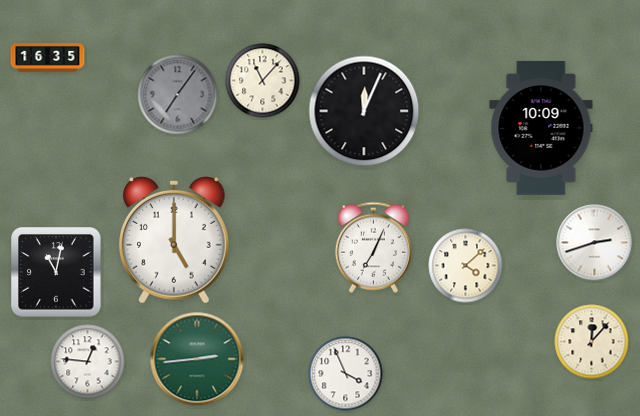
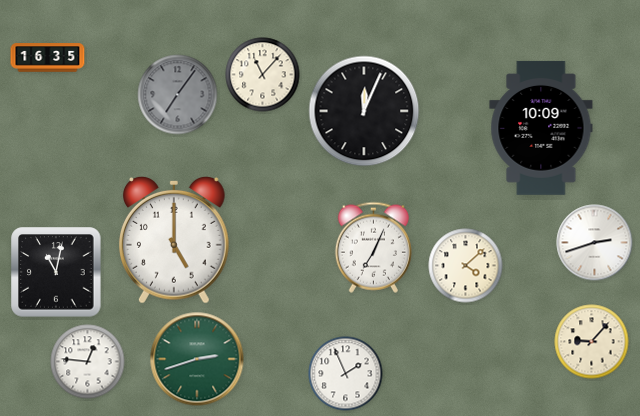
clock at (263, 81) position: (263, 81) -> (263, 75)
clock at (592, 342): 12:07 -> 9:07
clock at (197, 359): 2:44 -> 2:42
clock at (346, 374): 3:56 -> 1:56
